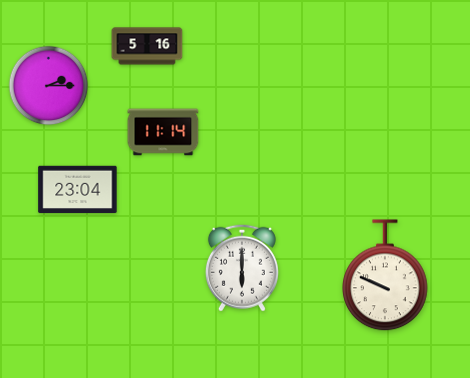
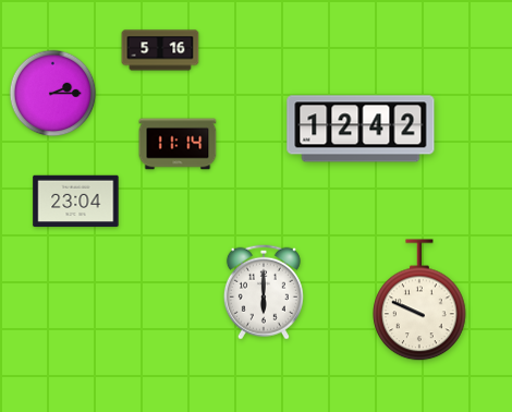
clock at (361, 129): none -> 12:42
clock at (78, 190) position: (78, 190) -> (76, 202)
